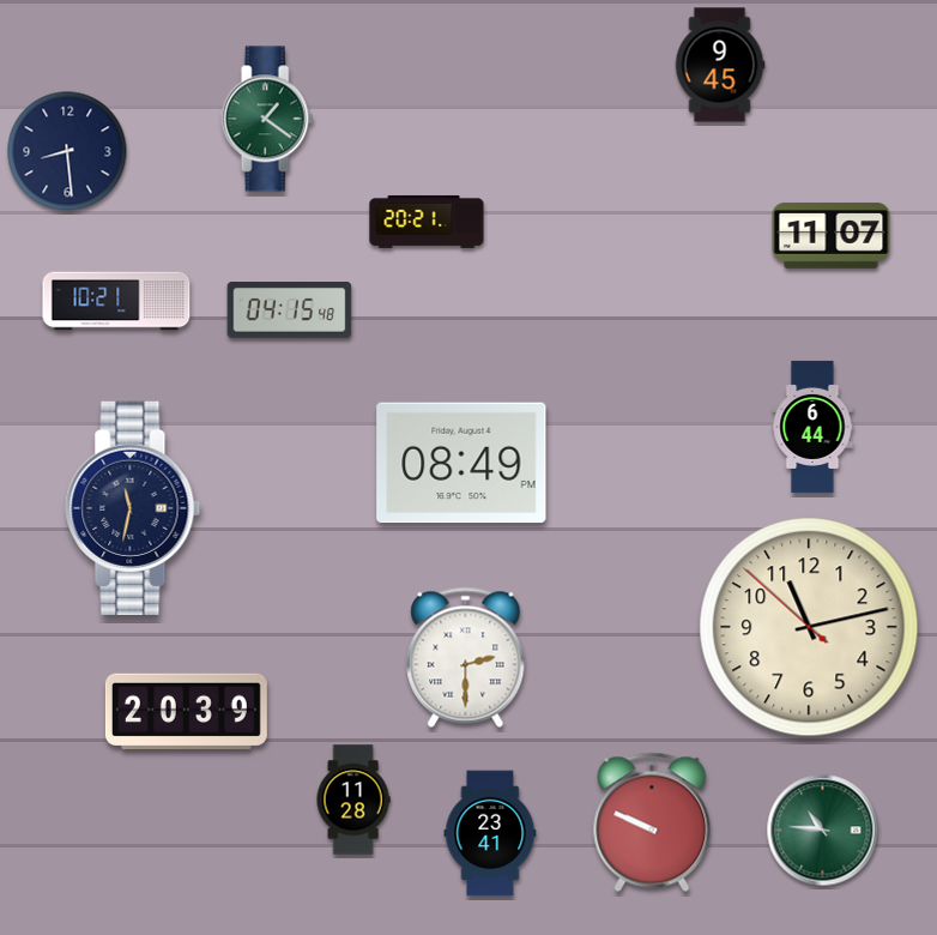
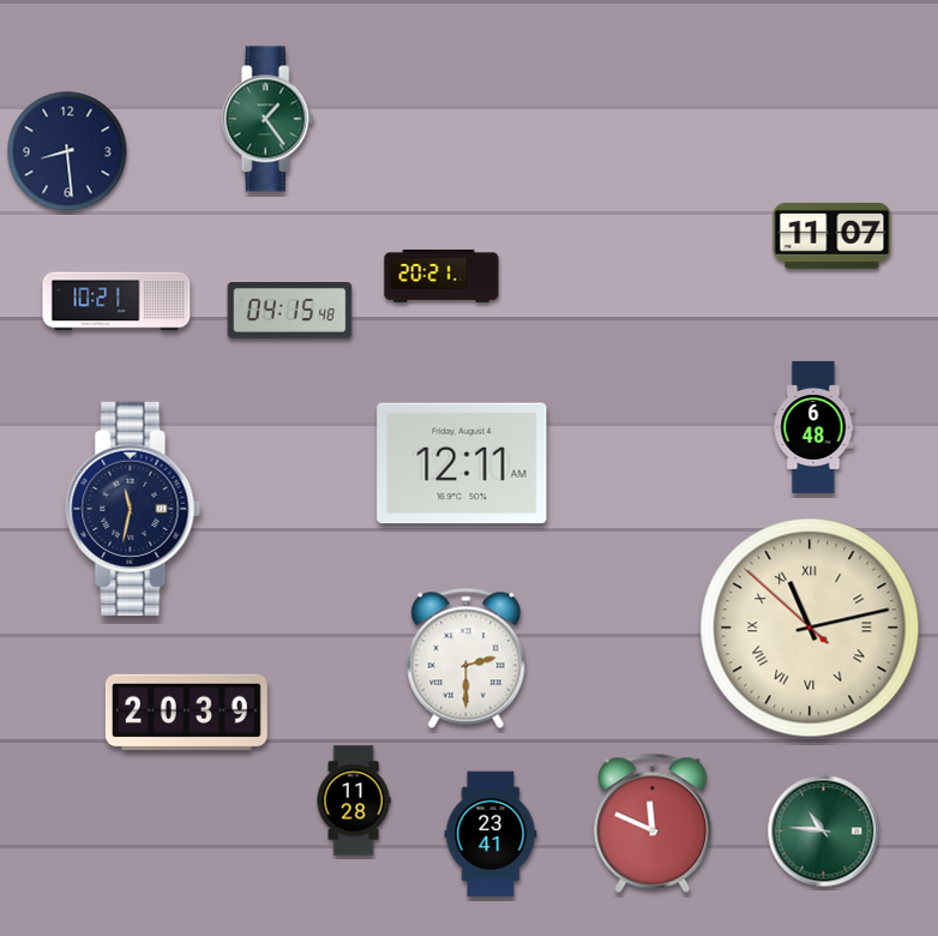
clock at (720, 65): 9:45 -> none
clock at (267, 119): 1:21 -> 1:24
clock at (427, 222) position: (427, 222) -> (441, 276)
clock at (812, 427): 6:44 -> 6:48
clock at (461, 463): 08:49 -> 12:11
clock at (809, 627) numerals: Arabic -> Roman
clock at (652, 822): 9:49 -> 11:49
